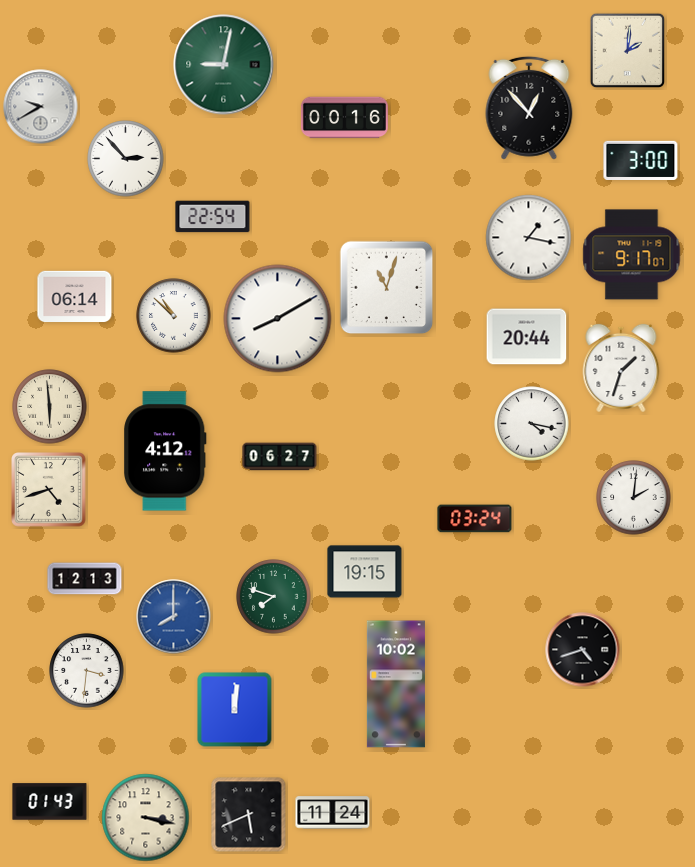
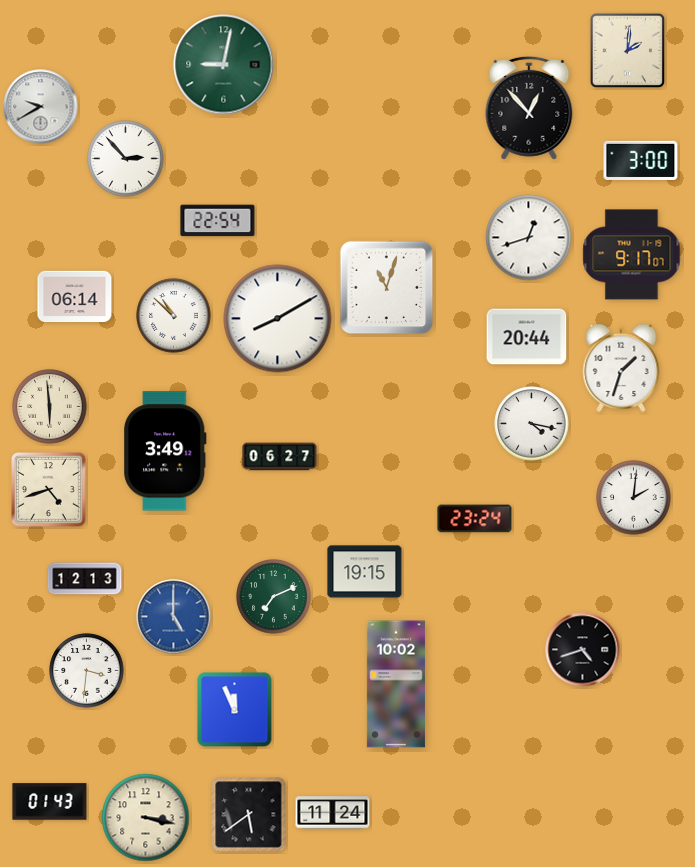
clock at (344, 118): 00:16 -> none
clock at (213, 217) position: (213, 217) -> (218, 221)
clock at (529, 238): 1:17 -> 12:42
clock at (165, 451): 4:12 -> 3:49
clock at (475, 519): 03:24 -> 23:24
clock at (274, 597): 7:48 -> 7:11
clock at (174, 617): 8:00 -> 5:00
clock at (235, 710): 12:01 -> 11:56
clock at (249, 815): 5:41 -> 5:39
